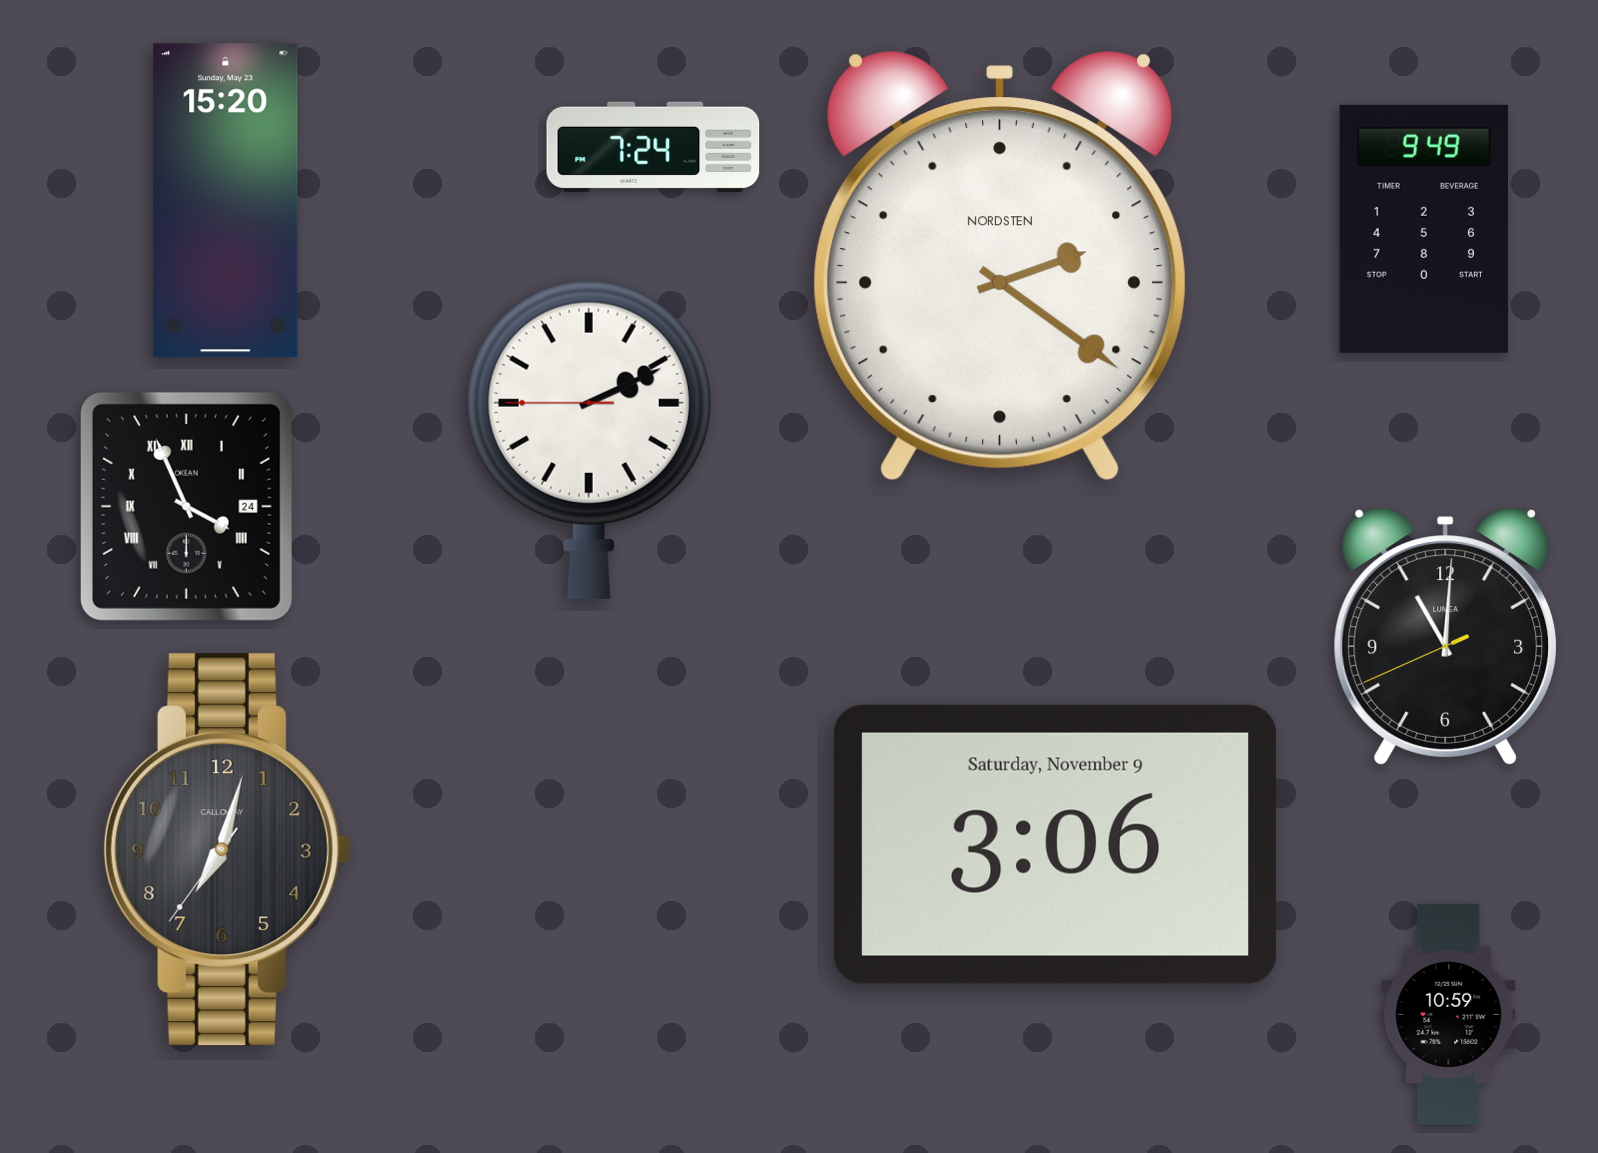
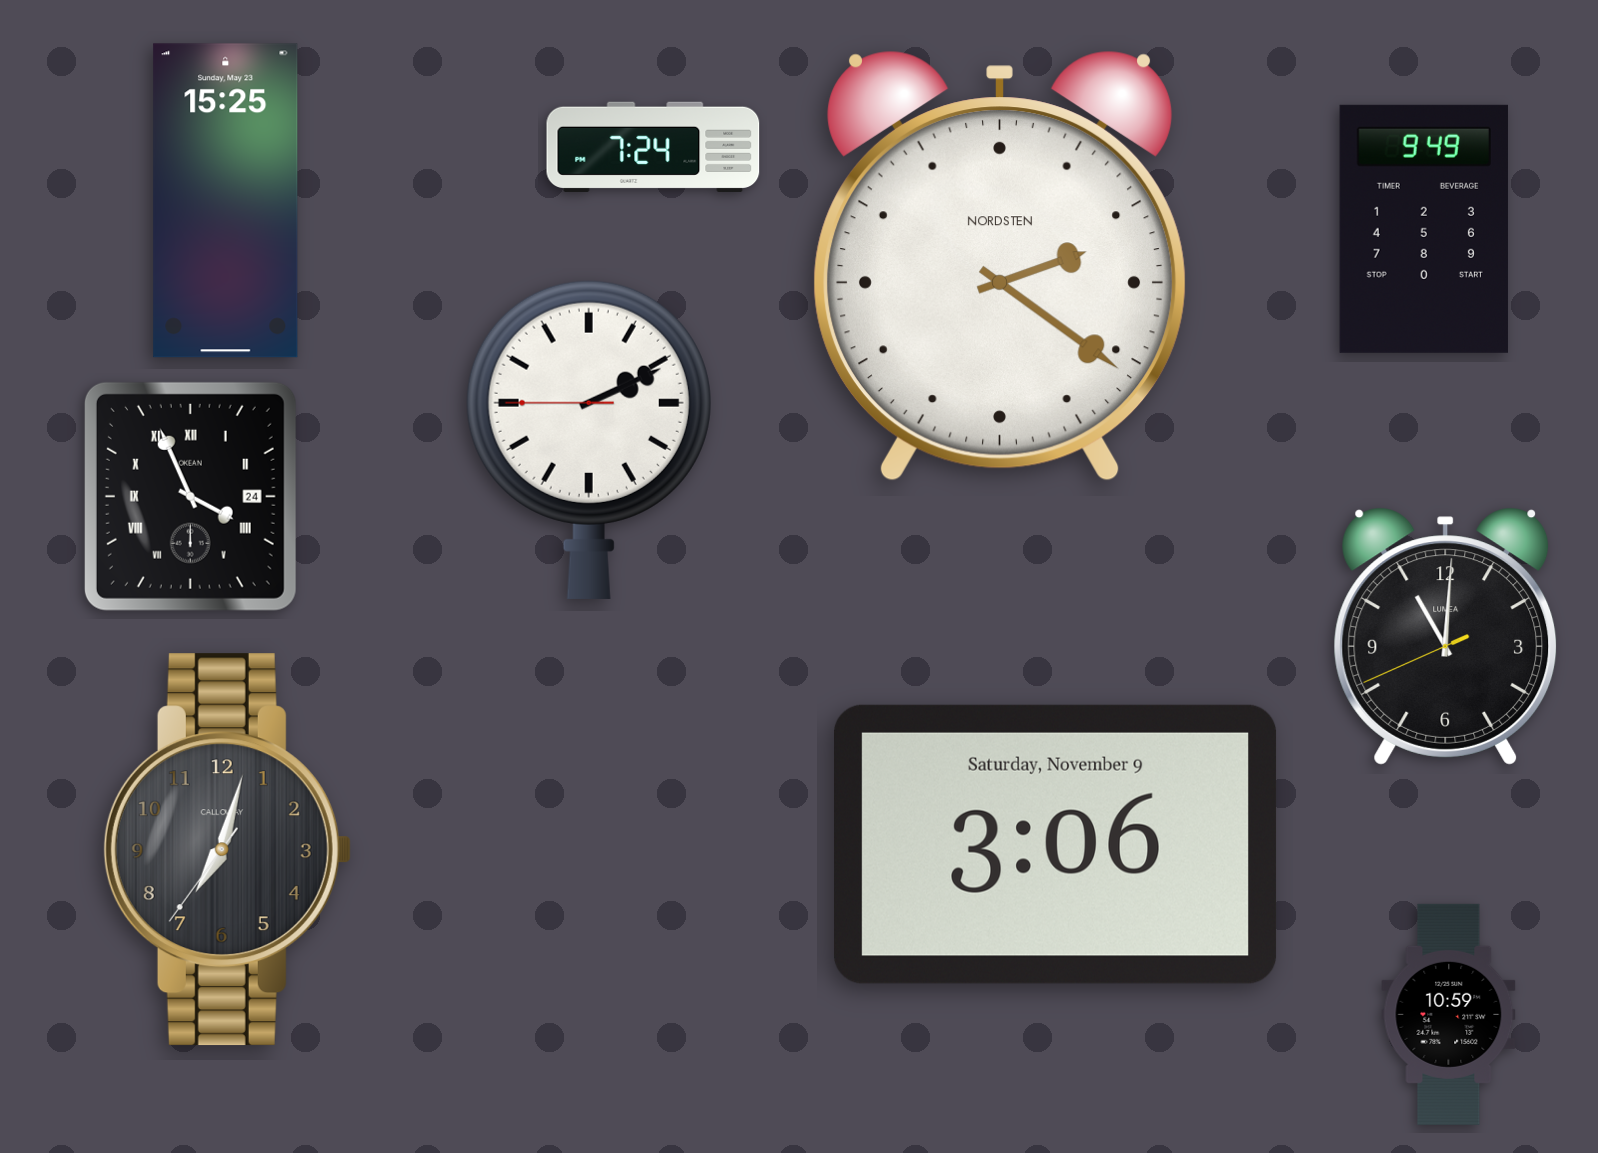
clock at (226, 201): 15:20 -> 15:25
clock at (186, 506) position: (186, 506) -> (190, 496)
